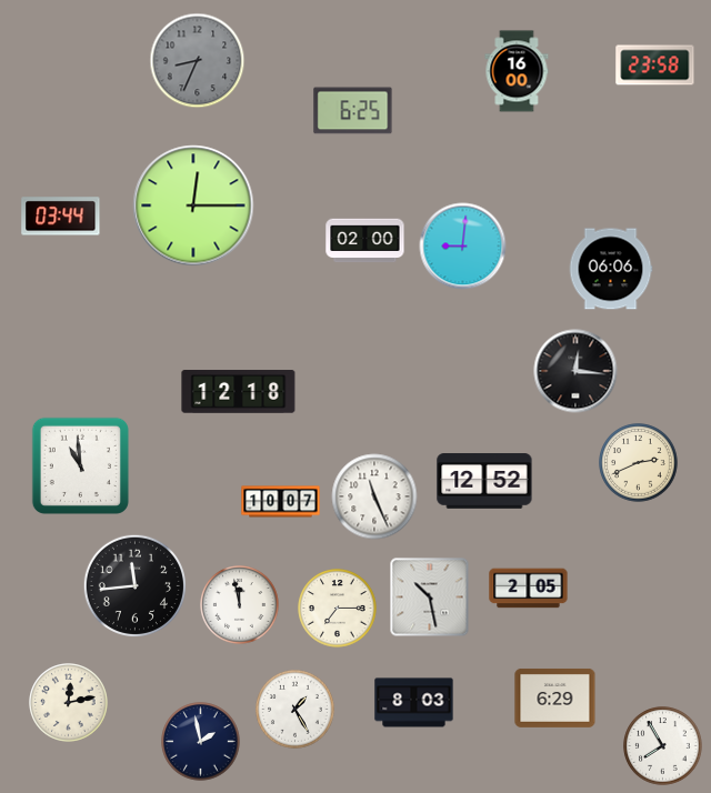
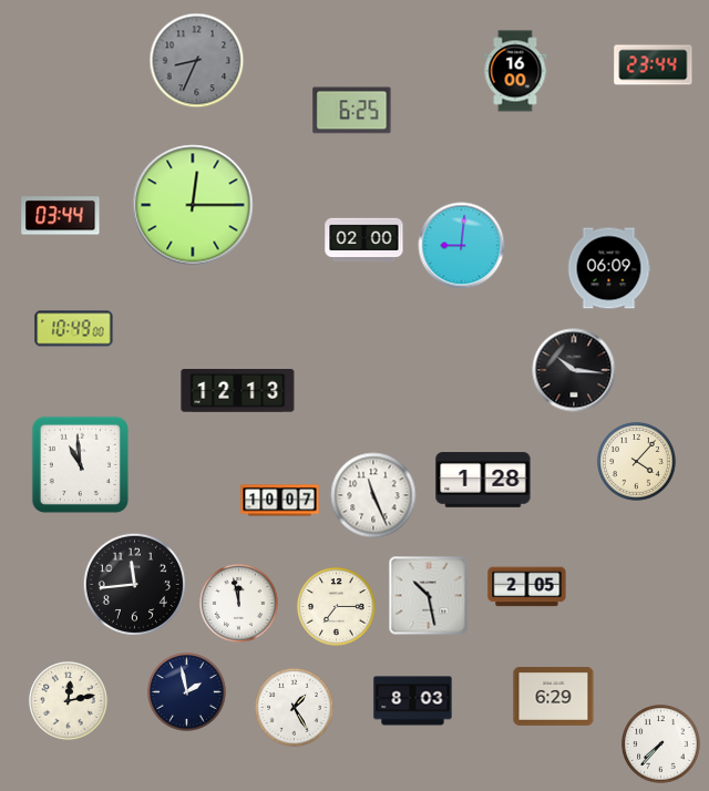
clock at (655, 66): 23:58 -> 23:44
clock at (611, 269): 06:06 -> 06:09
clock at (74, 329): none -> 10:49
clock at (575, 371): 12:16 -> 10:16
clock at (239, 392): 12:18 -> 12:13
clock at (639, 463): 2:41 -> 4:07
clock at (484, 481): 12:52 -> 1:28
clock at (201, 742) position: (201, 742) -> (187, 692)
clock at (663, 746): 7:55 -> 7:37
